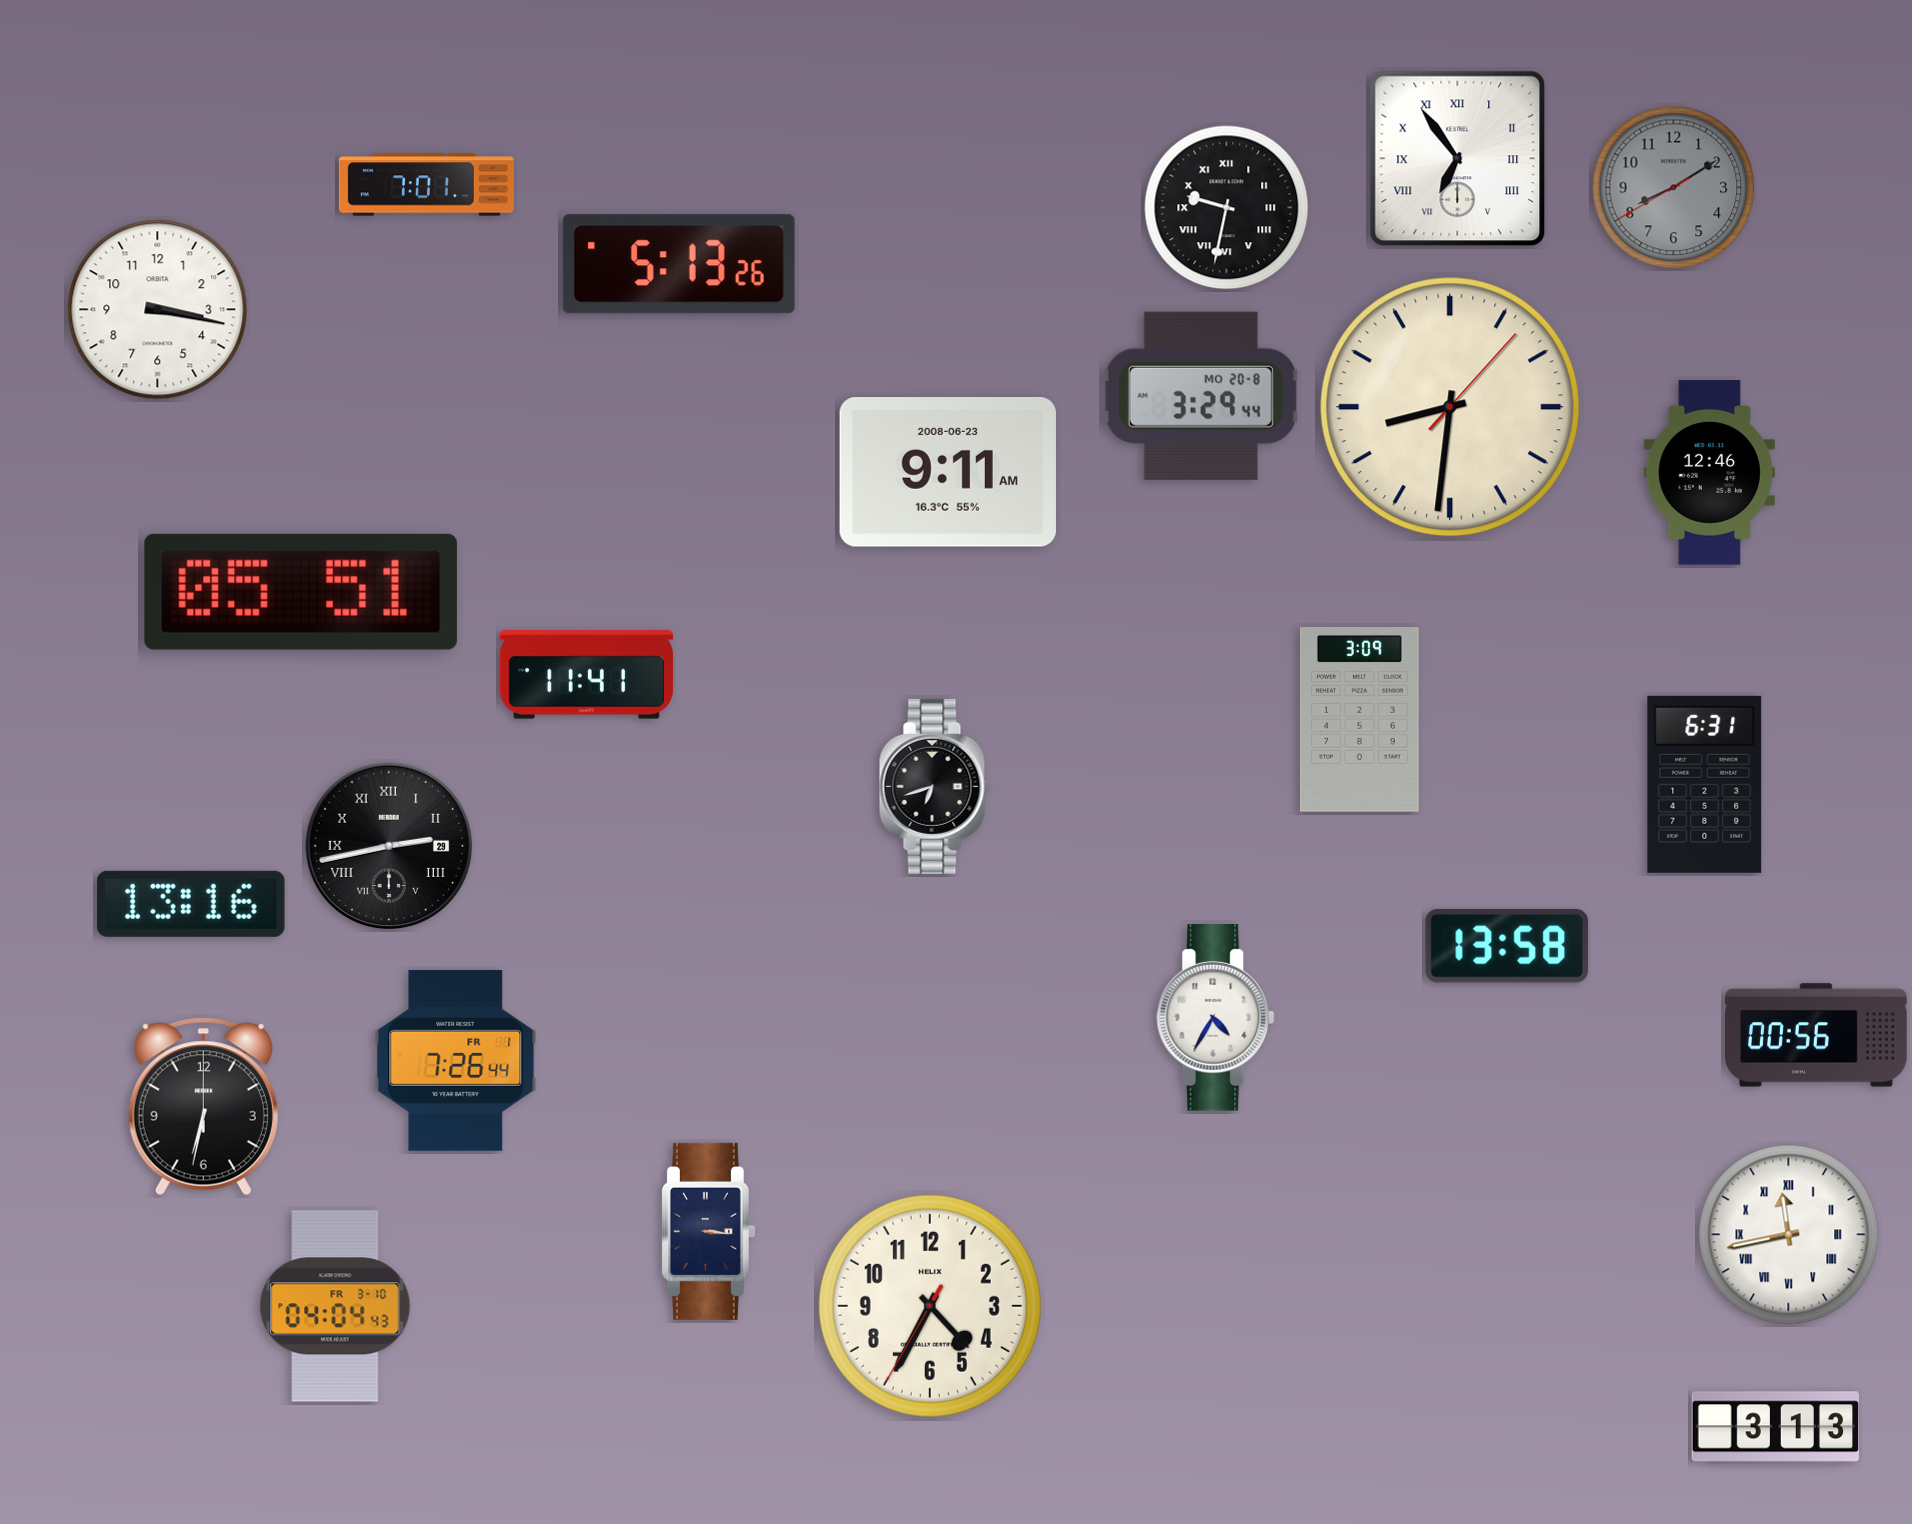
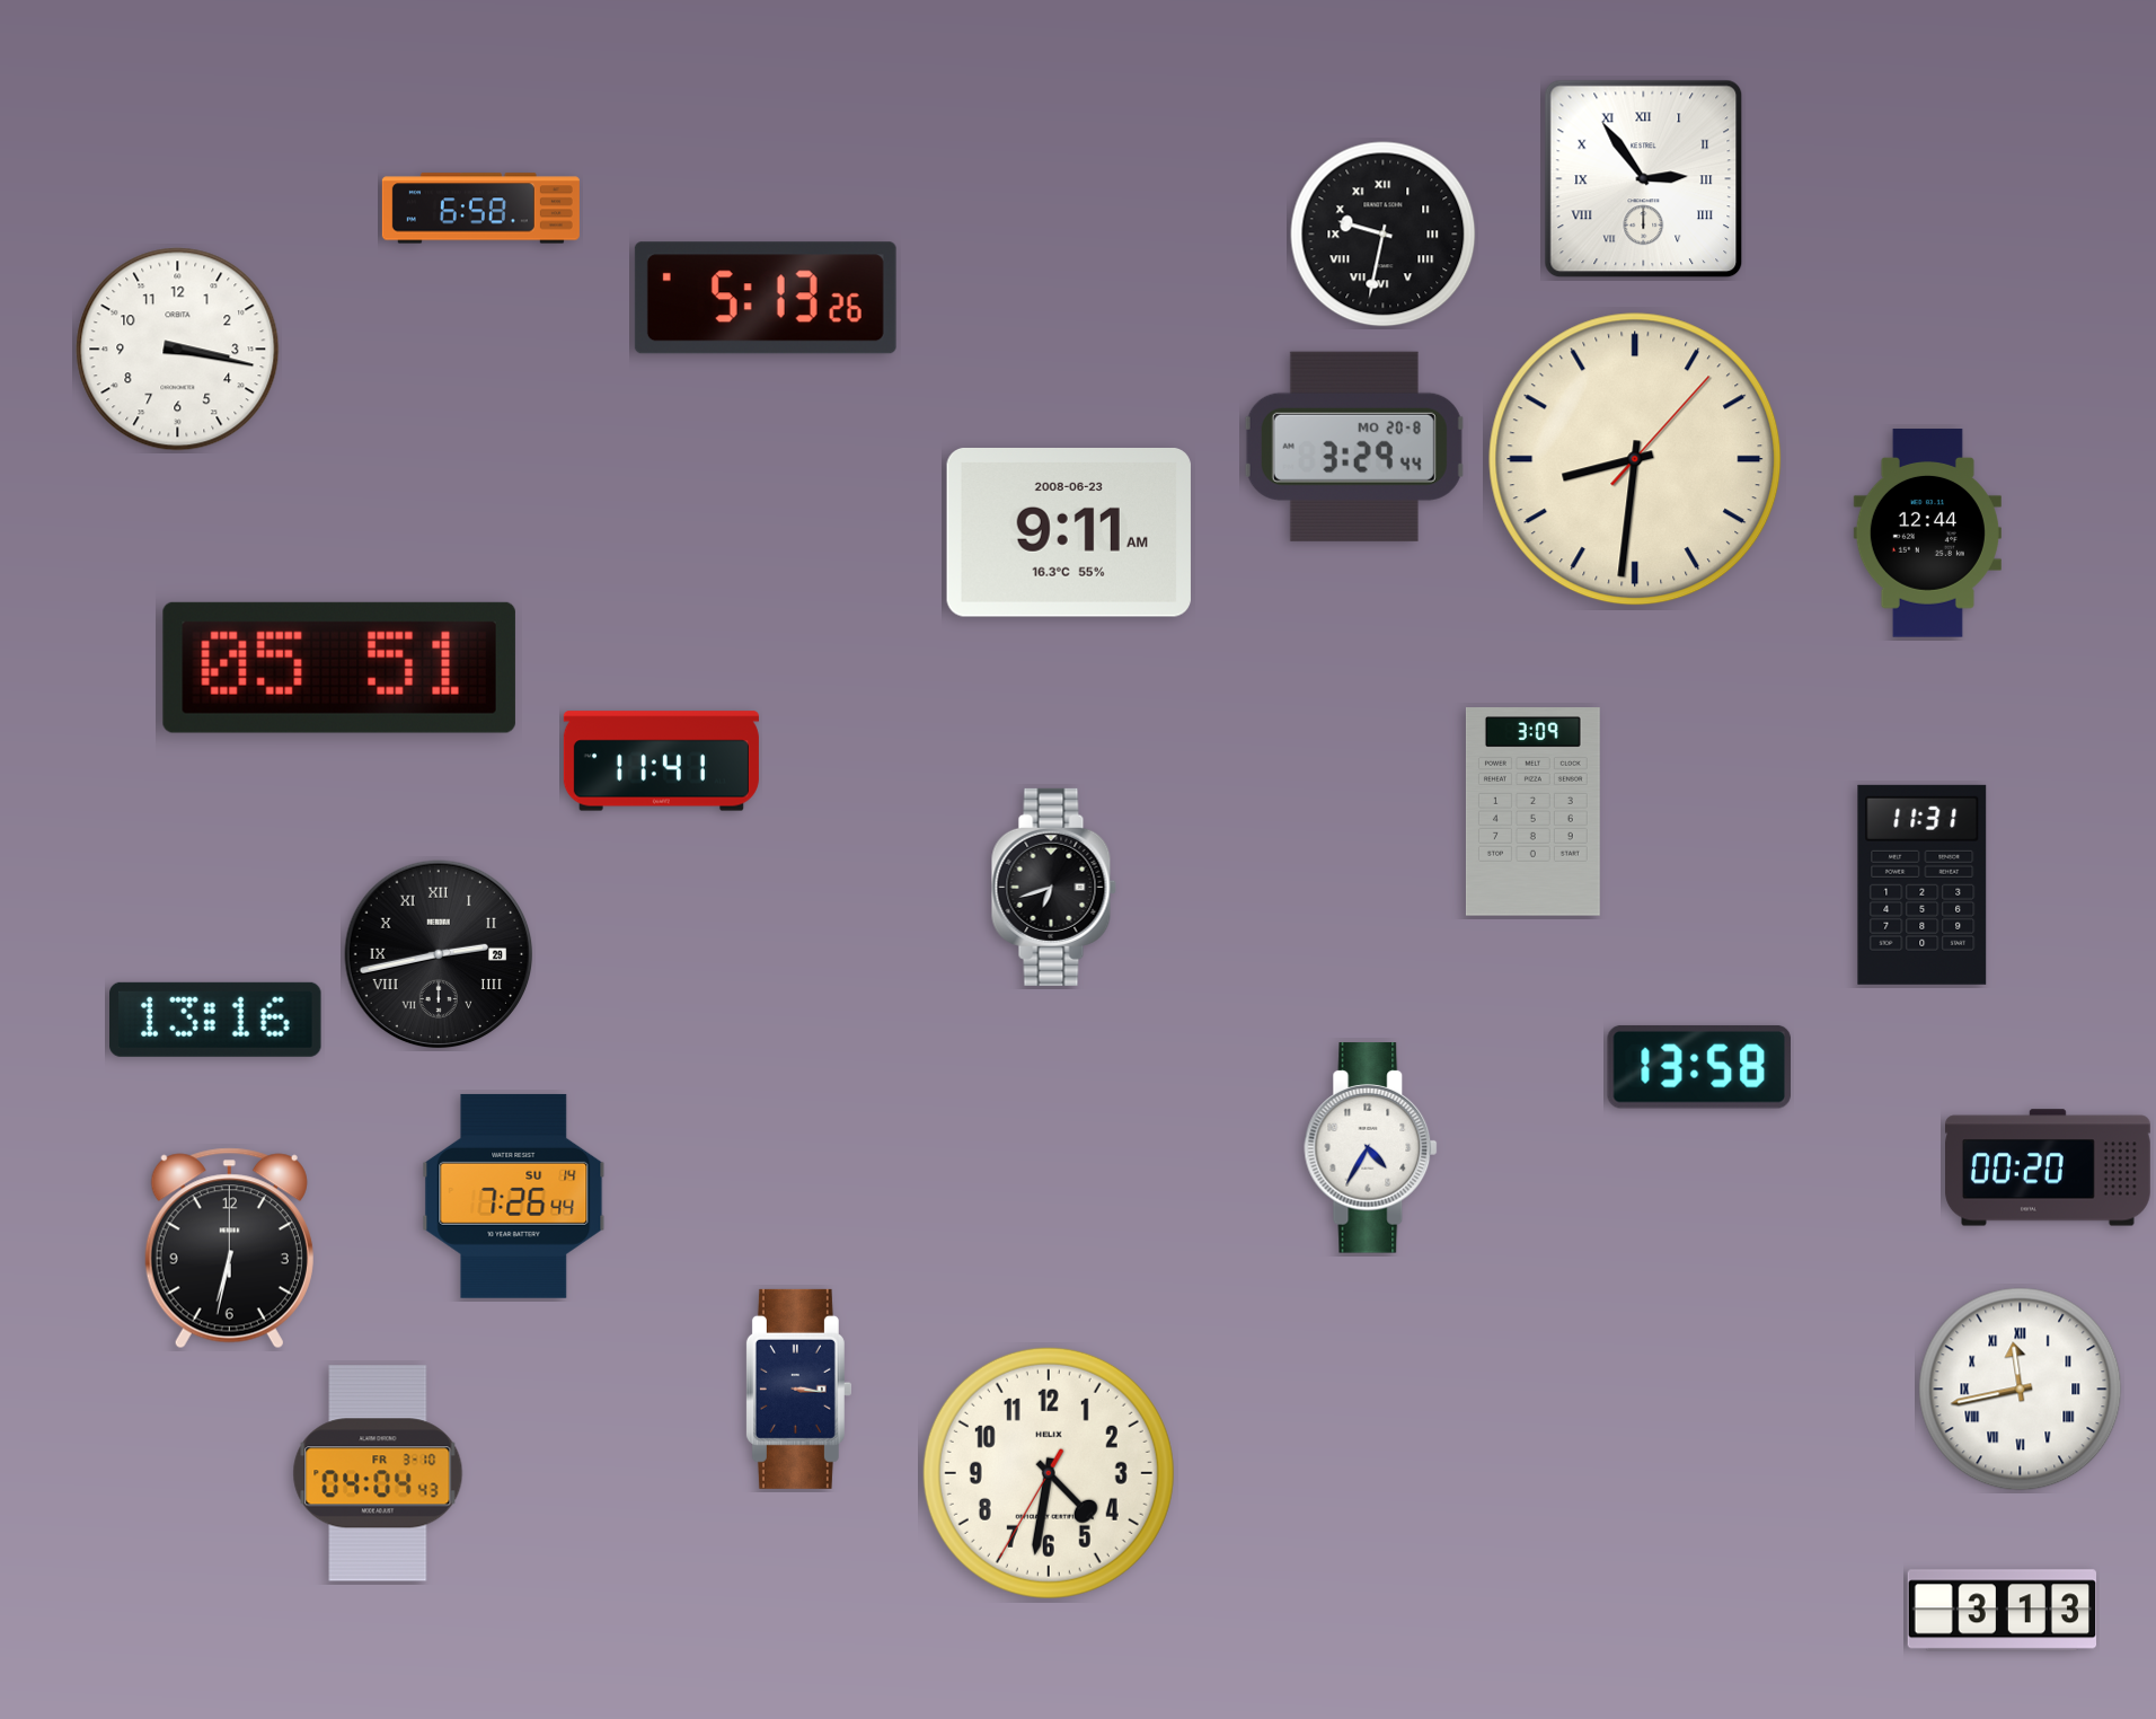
clock at (1458, 159): 6:54 -> 2:54
clock at (426, 185): 7:01 -> 6:58
clock at (1674, 188): 8:09 -> none
clock at (1709, 473): 12:46 -> 12:44
clock at (1705, 784): 6:31 -> 11:31
clock at (1817, 1035): 00:56 -> 00:20
clock at (456, 1060) date: FR 1 -> SU 14
clock at (1789, 1235) position: (1789, 1235) -> (2021, 1390)
clock at (930, 1306): 4:34 -> 4:31
